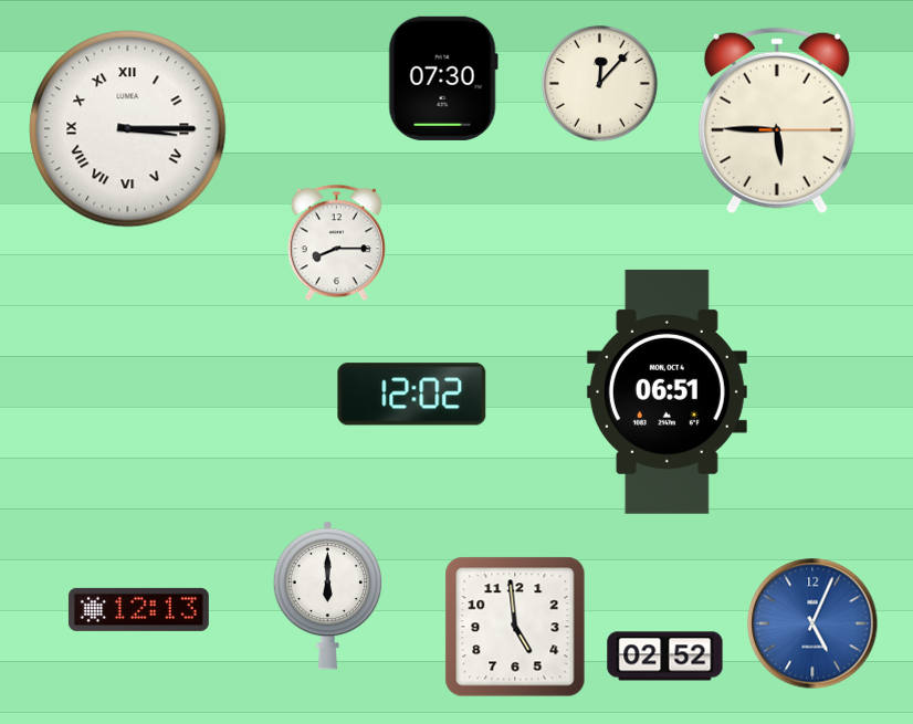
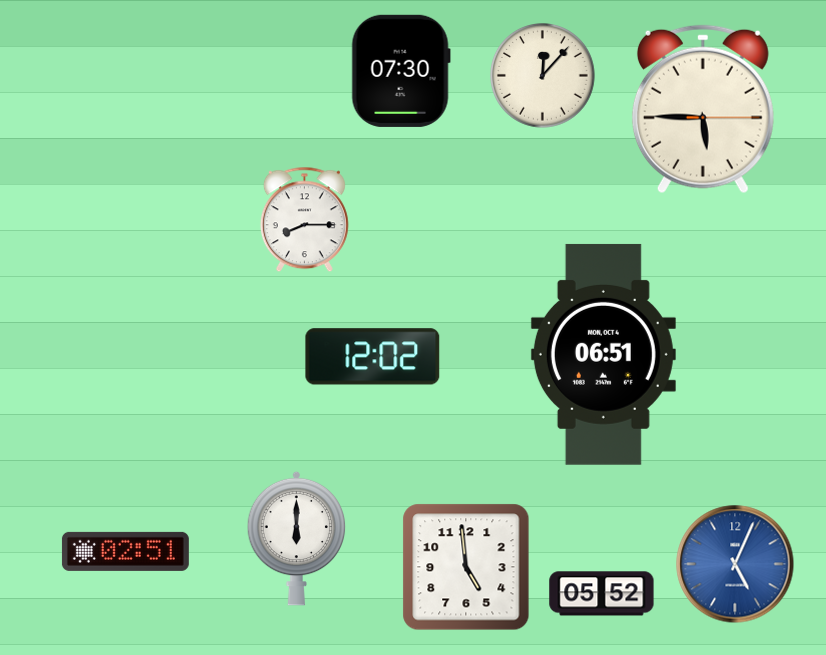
clock at (128, 129): 3:15 -> none
clock at (138, 609): 12:13 -> 02:51
clock at (665, 657): 02:52 -> 05:52
